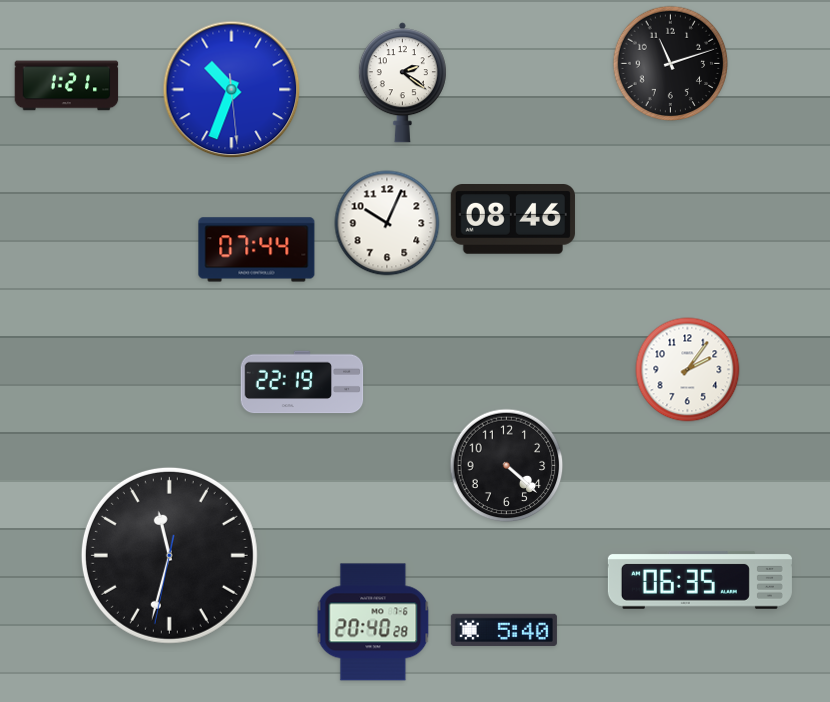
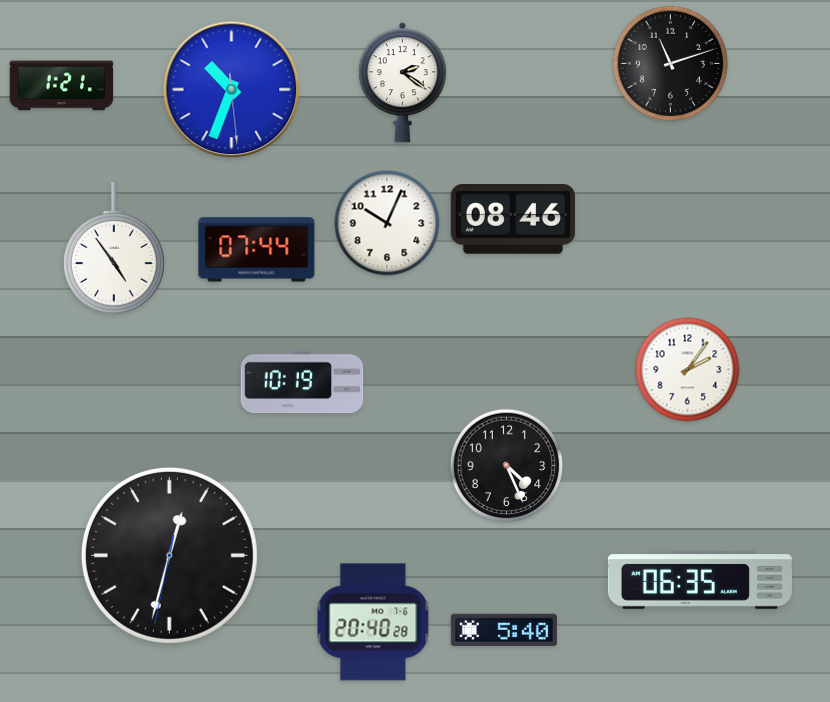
clock at (67, 86) position: (67, 86) -> (62, 86)
clock at (115, 248): none -> 4:54
clock at (302, 382): 22:19 -> 10:19
clock at (507, 466): 4:22 -> 4:26
clock at (169, 555): 11:32 -> 12:32
